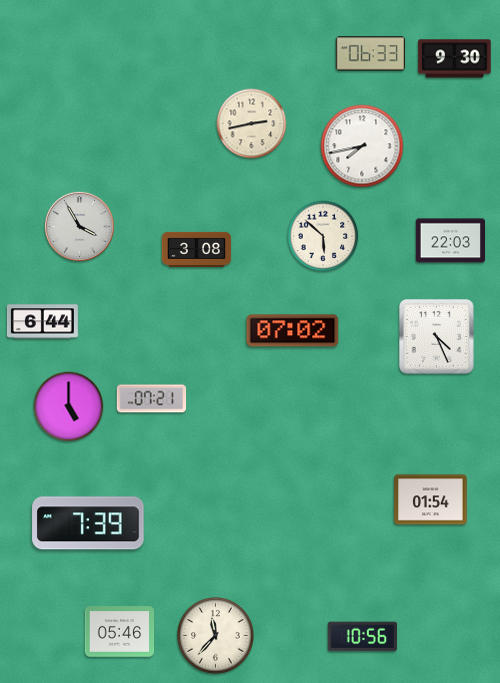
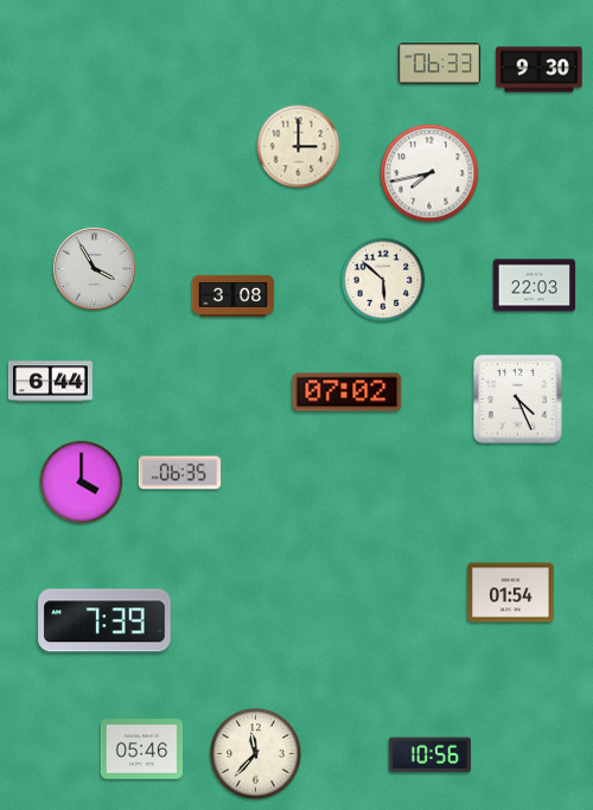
clock at (252, 124): 2:43 -> 3:00
clock at (152, 399): 07:21 -> 06:35
clock at (69, 407): 5:00 -> 4:00
